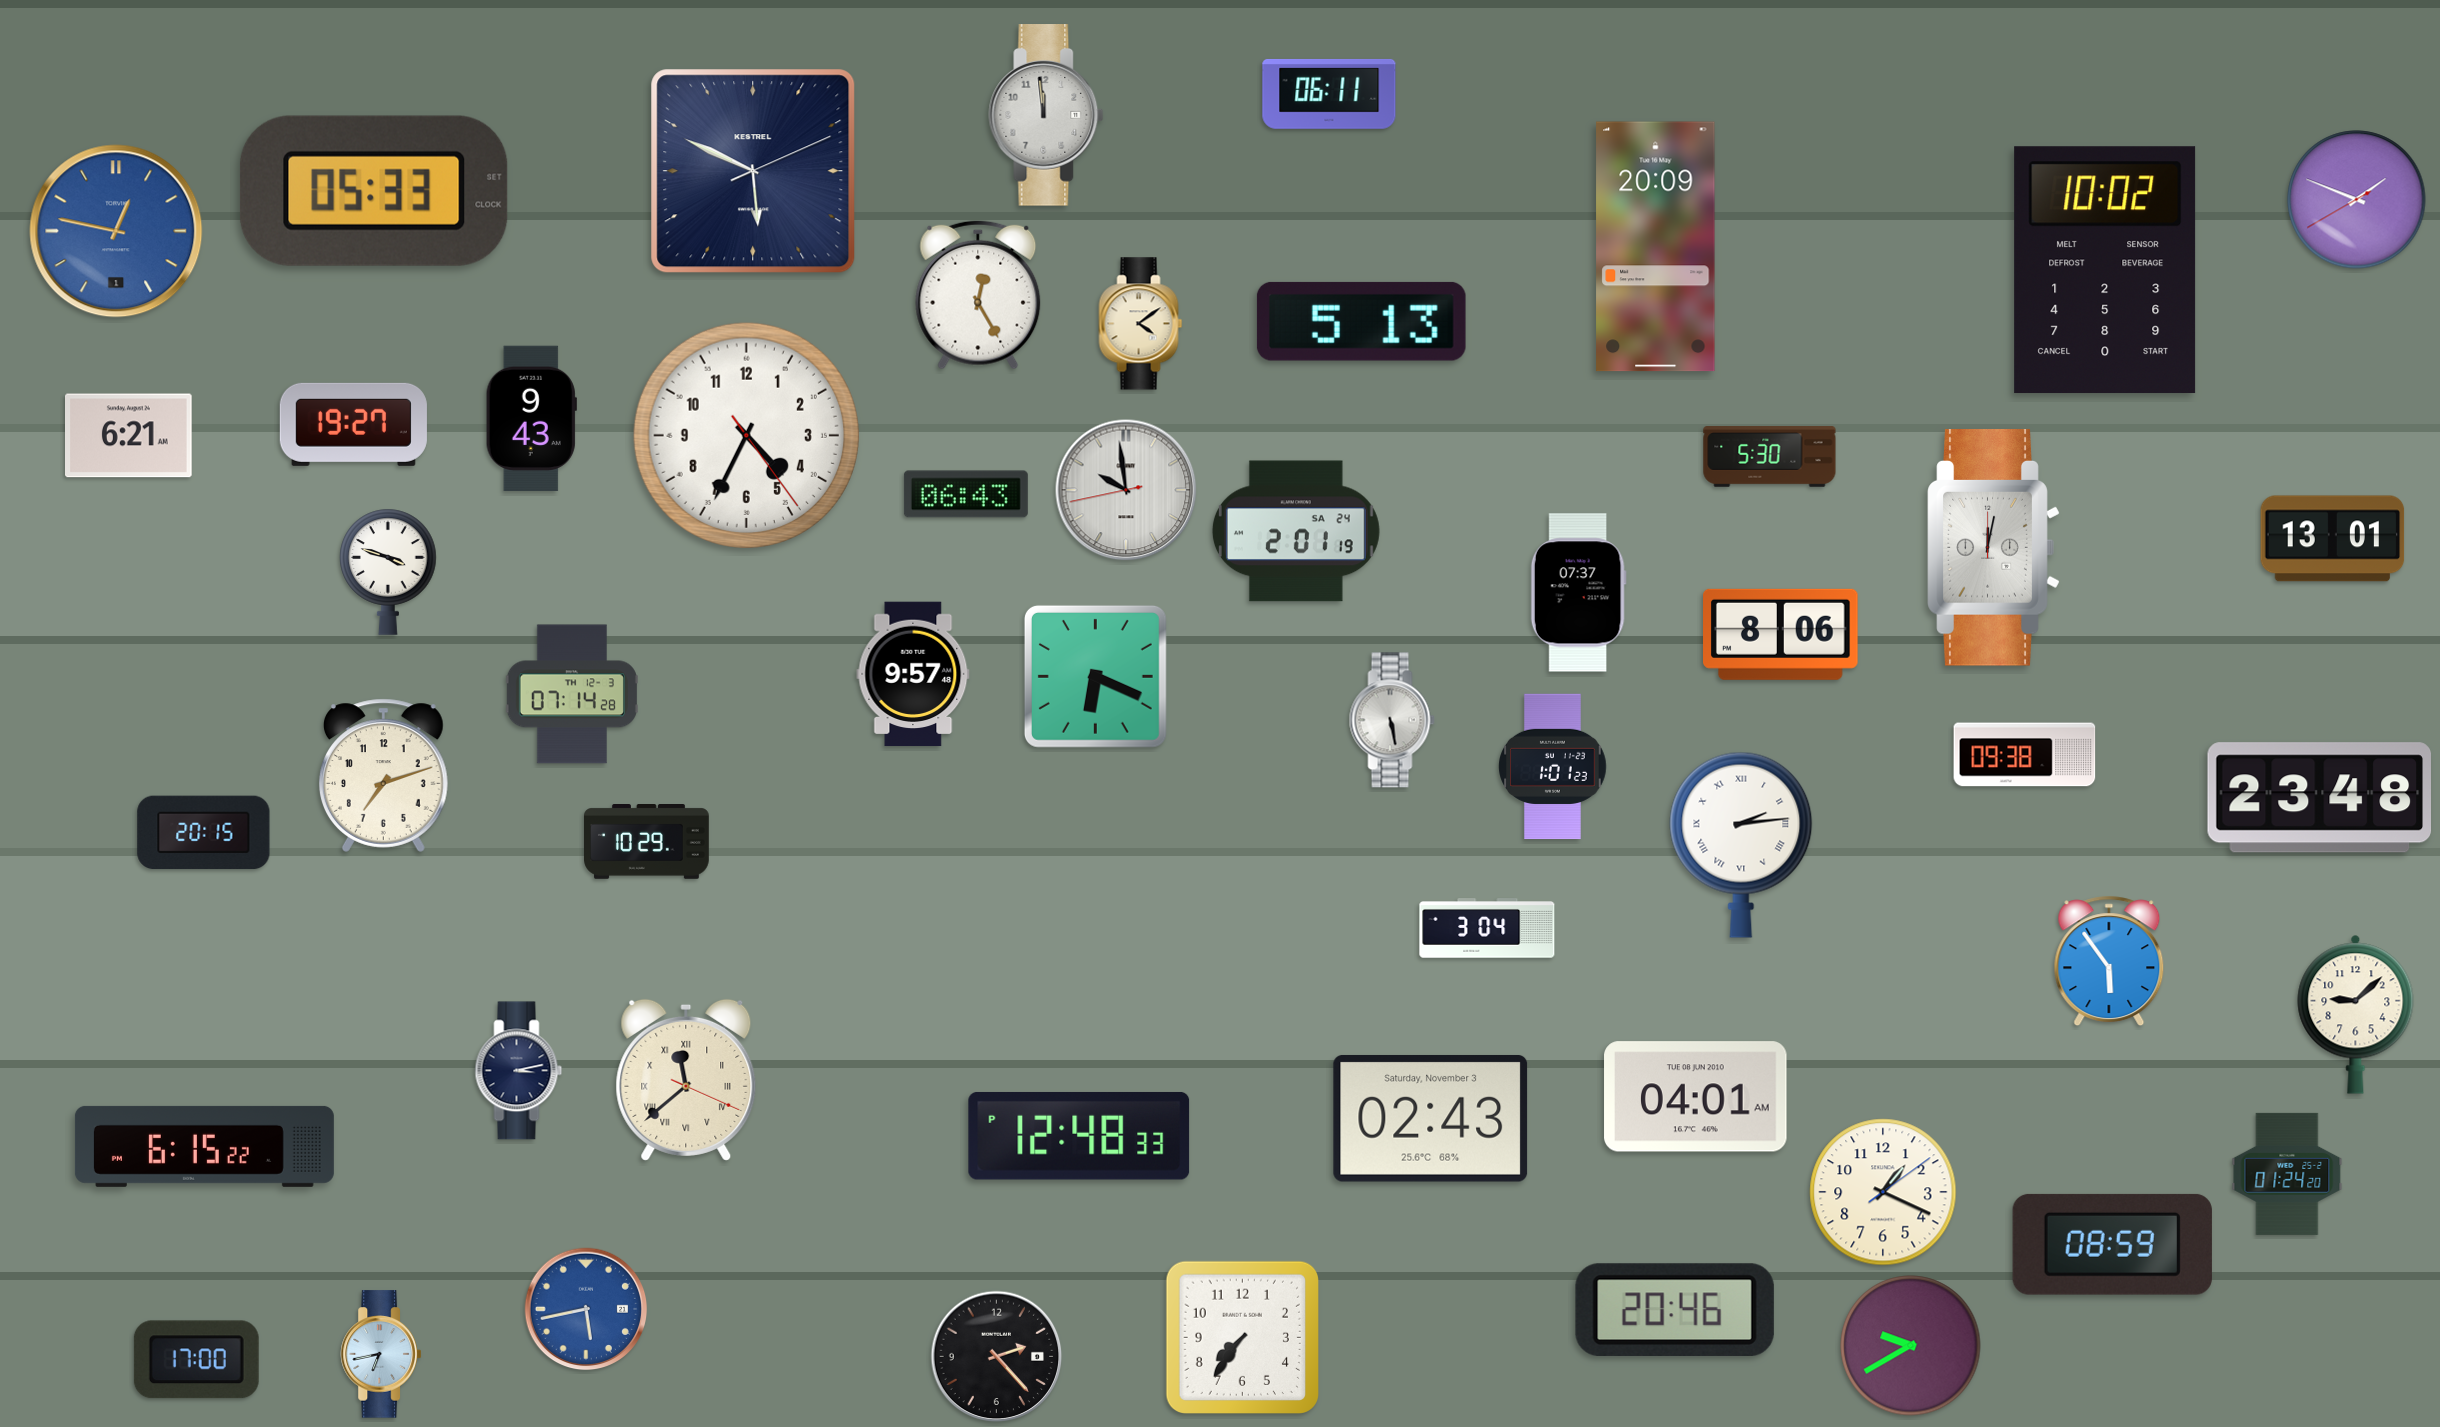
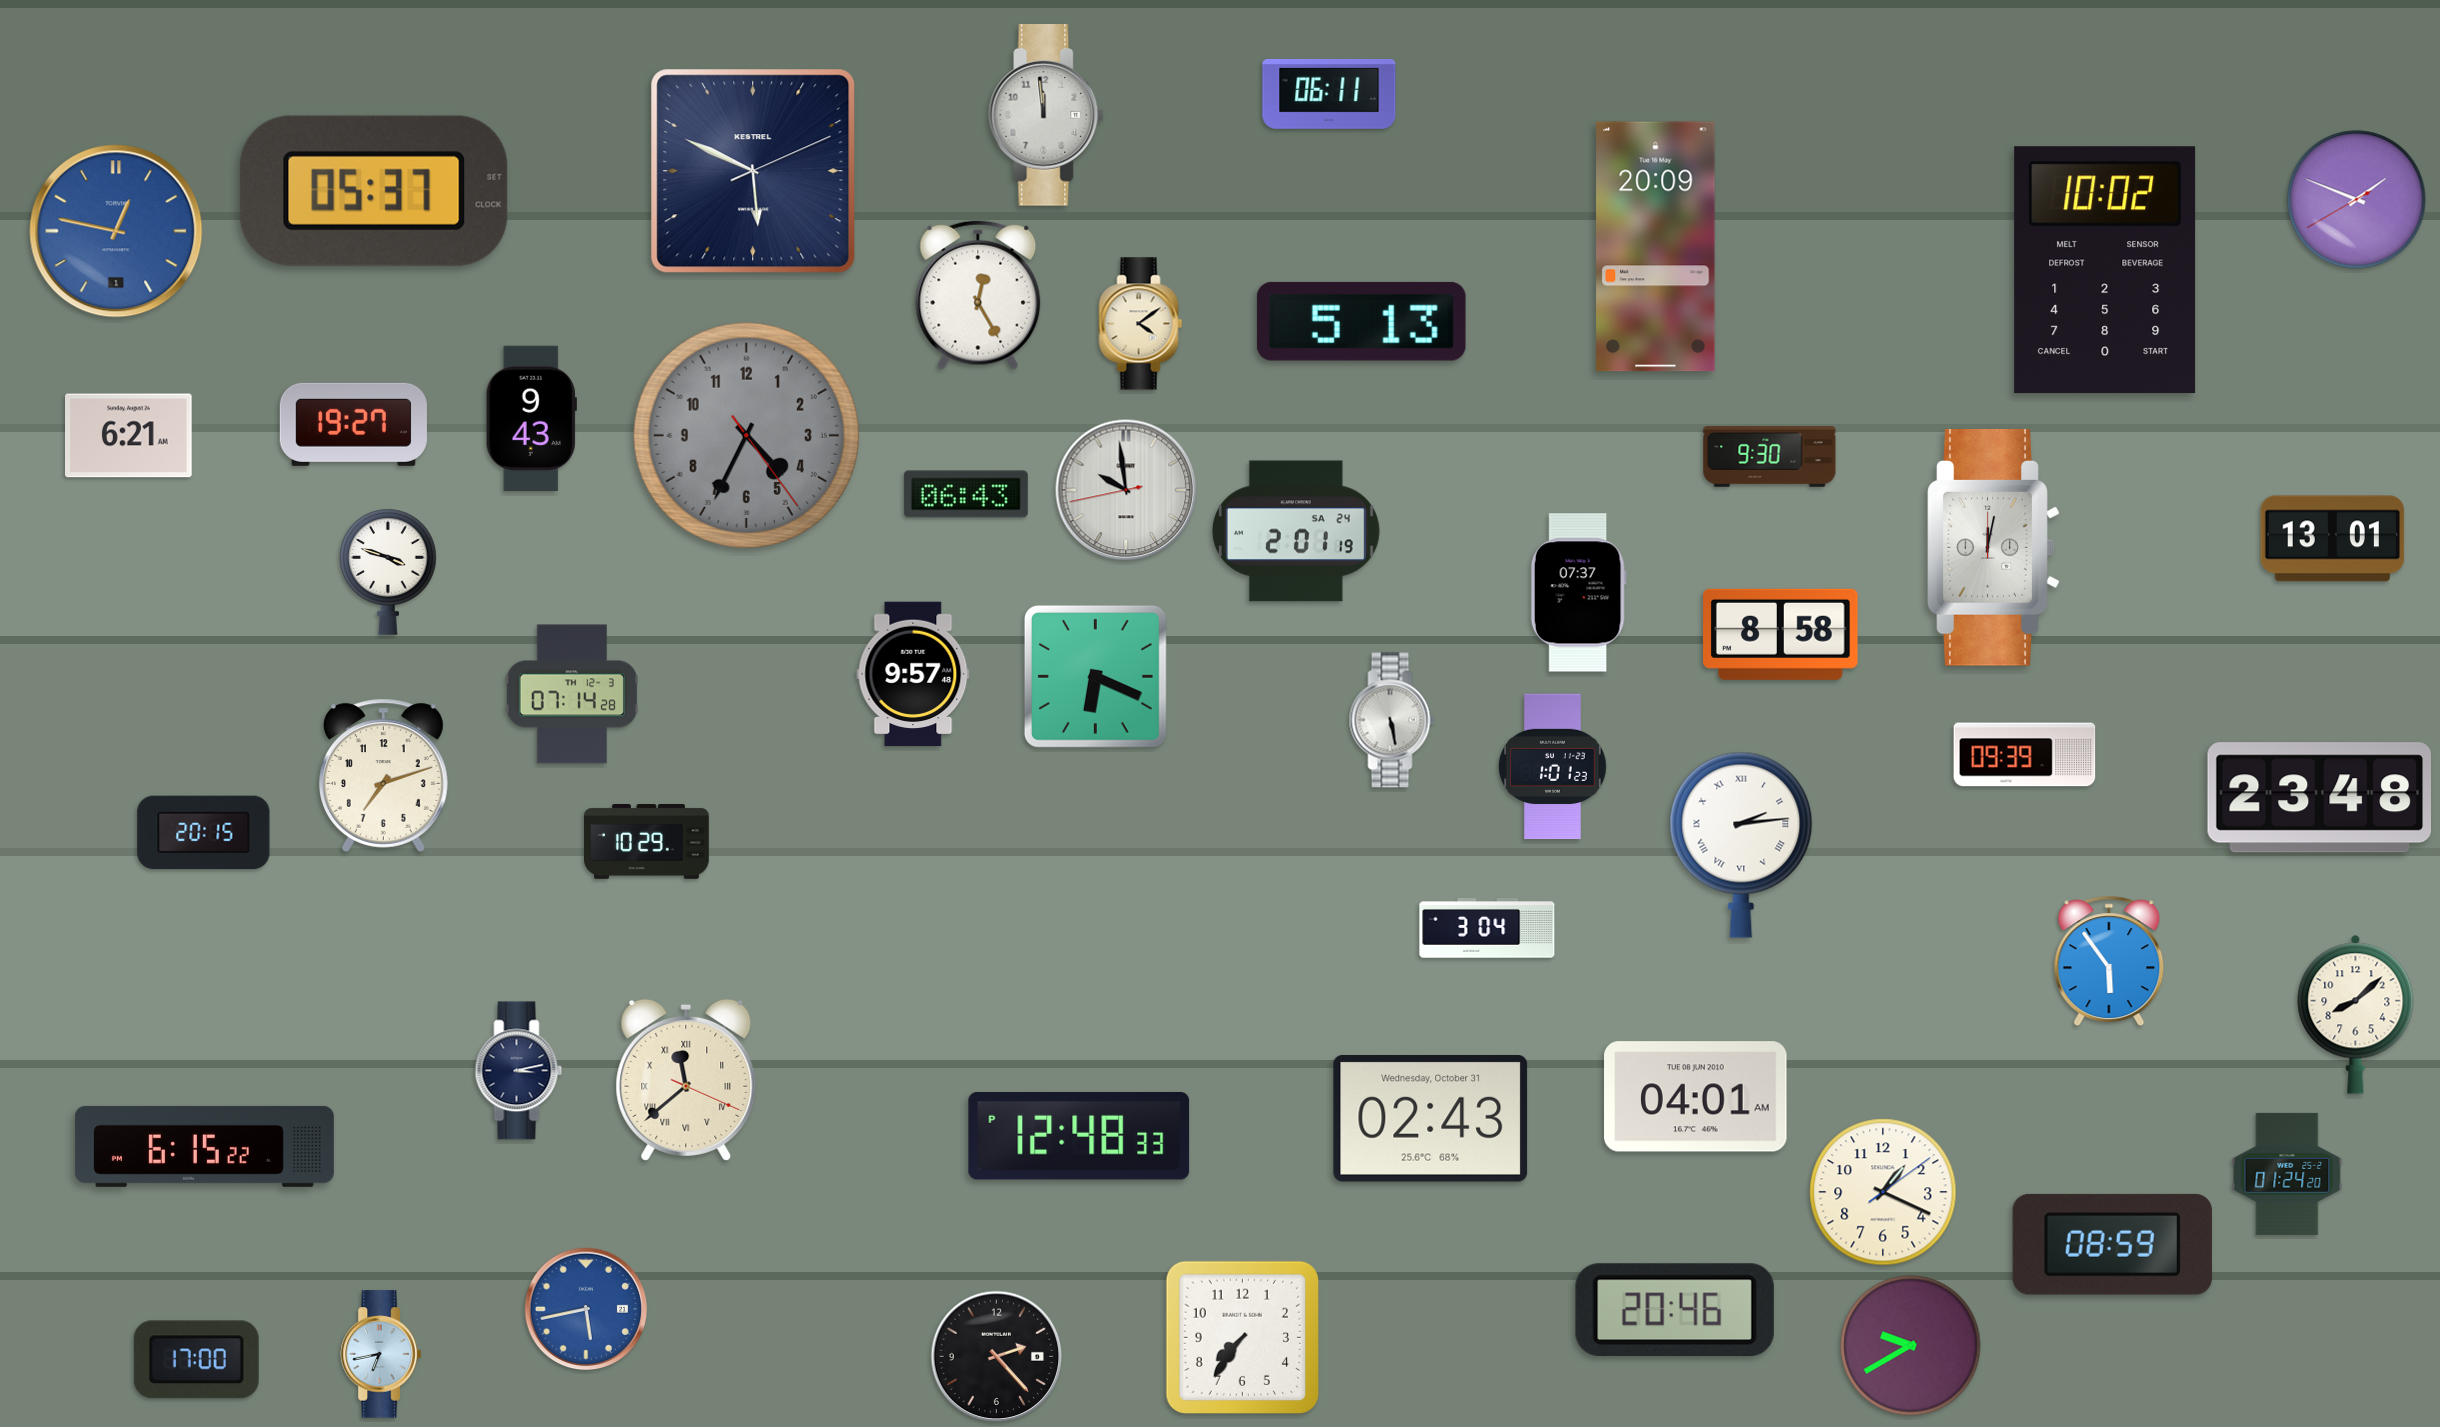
clock at (374, 191): 05:33 -> 05:37
clock at (746, 435) dial: white -> grey
clock at (1770, 457): 5:30 -> 9:30
clock at (1781, 634): 8:06 -> 8:58
clock at (2025, 755): 09:38 -> 09:39
clock at (2356, 1014): 9:08 -> 8:08
clock at (1431, 1119) date: Saturday, November 3 -> Wednesday, October 31
